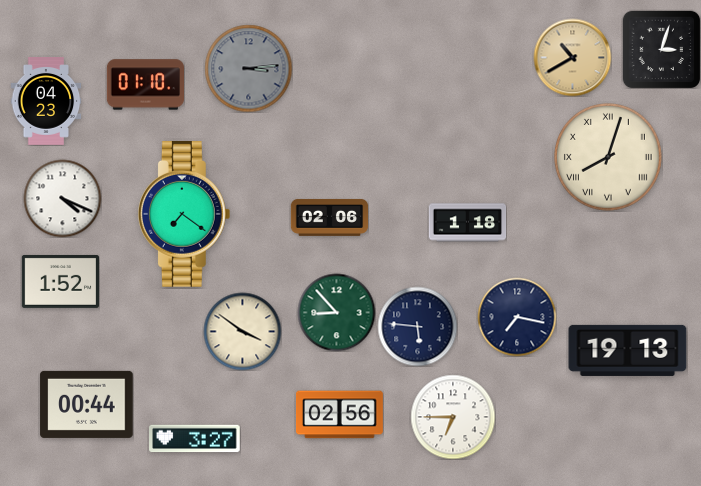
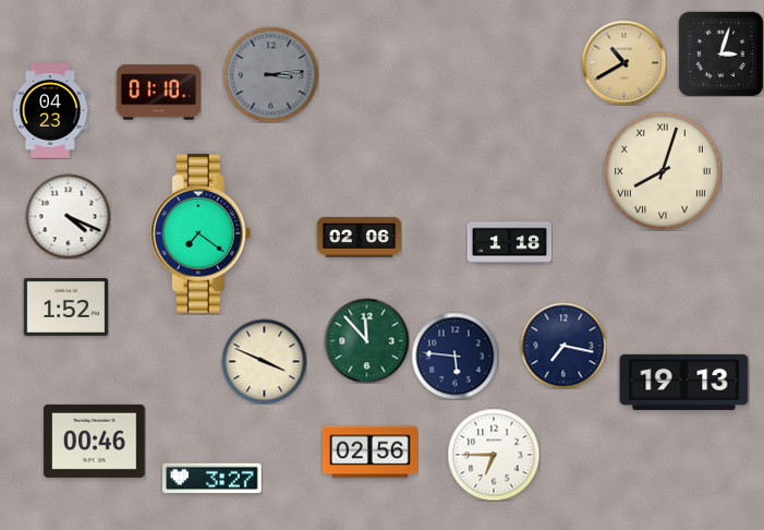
clock at (336, 312): 8:53 -> 11:53
clock at (242, 331): 3:51 -> 3:49
clock at (87, 404): 00:44 -> 00:46
